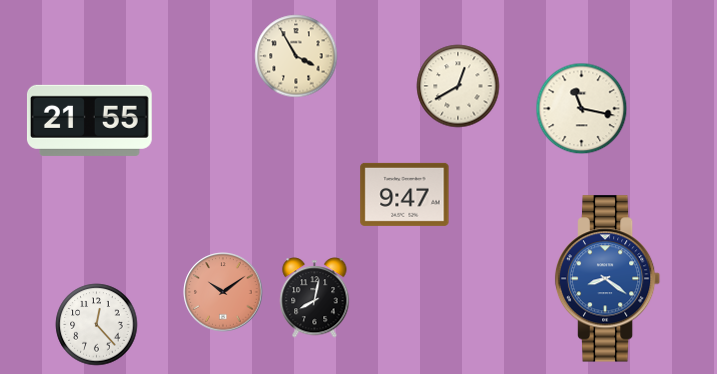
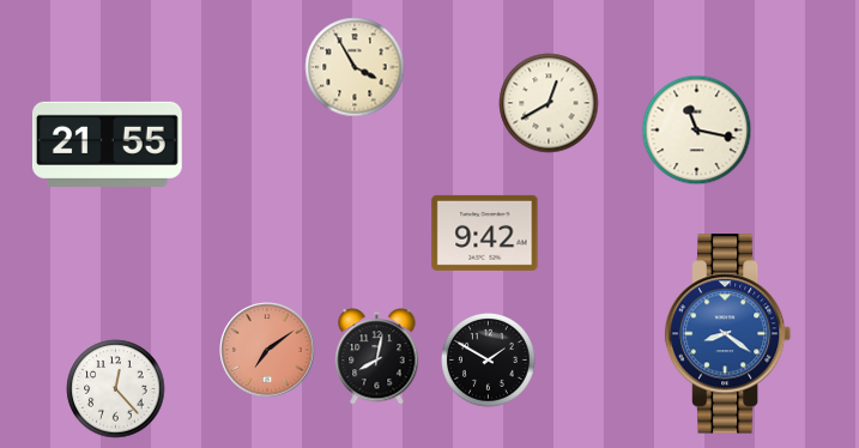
clock at (405, 194): 9:47 -> 9:42
clock at (223, 292): 10:09 -> 7:09
clock at (489, 361): none -> 1:50
